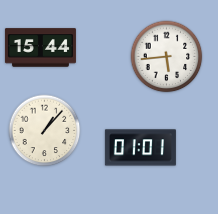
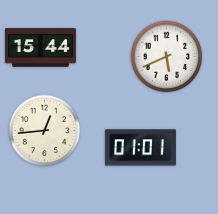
clock at (167, 57): 5:44 -> 5:41
clock at (45, 131): 1:07 -> 12:44
